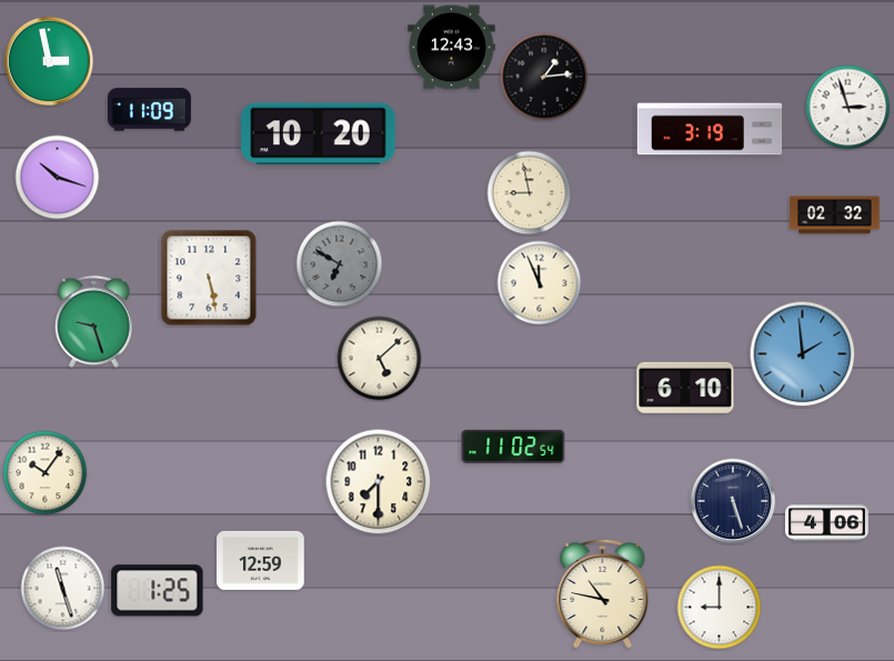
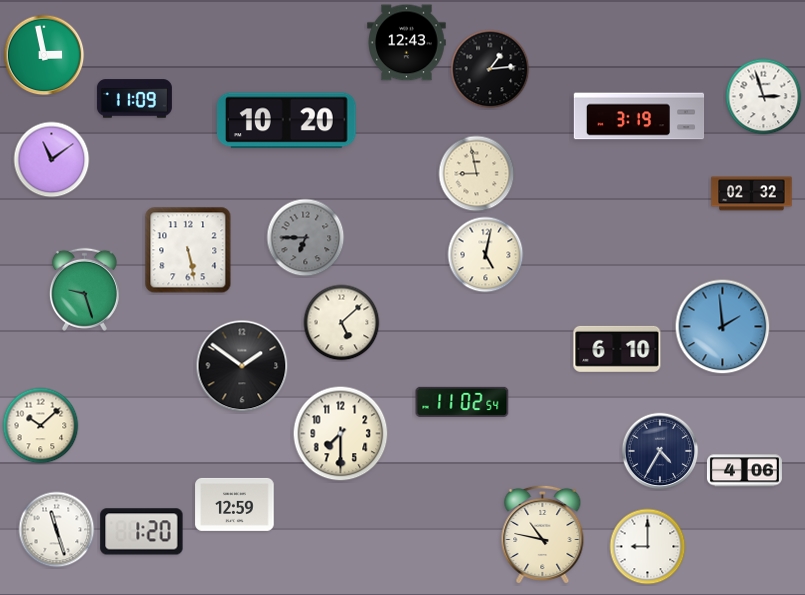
clock at (58, 178): 10:18 -> 11:09
clock at (340, 264): 6:50 -> 6:45
clock at (540, 283): 11:56 -> 5:02
clock at (803, 354) position: (803, 354) -> (723, 327)
clock at (242, 366): none -> 1:51
clock at (46, 473): 10:06 -> 10:08
clock at (733, 501): 5:27 -> 4:35
clock at (158, 591): 1:25 -> 1:20
